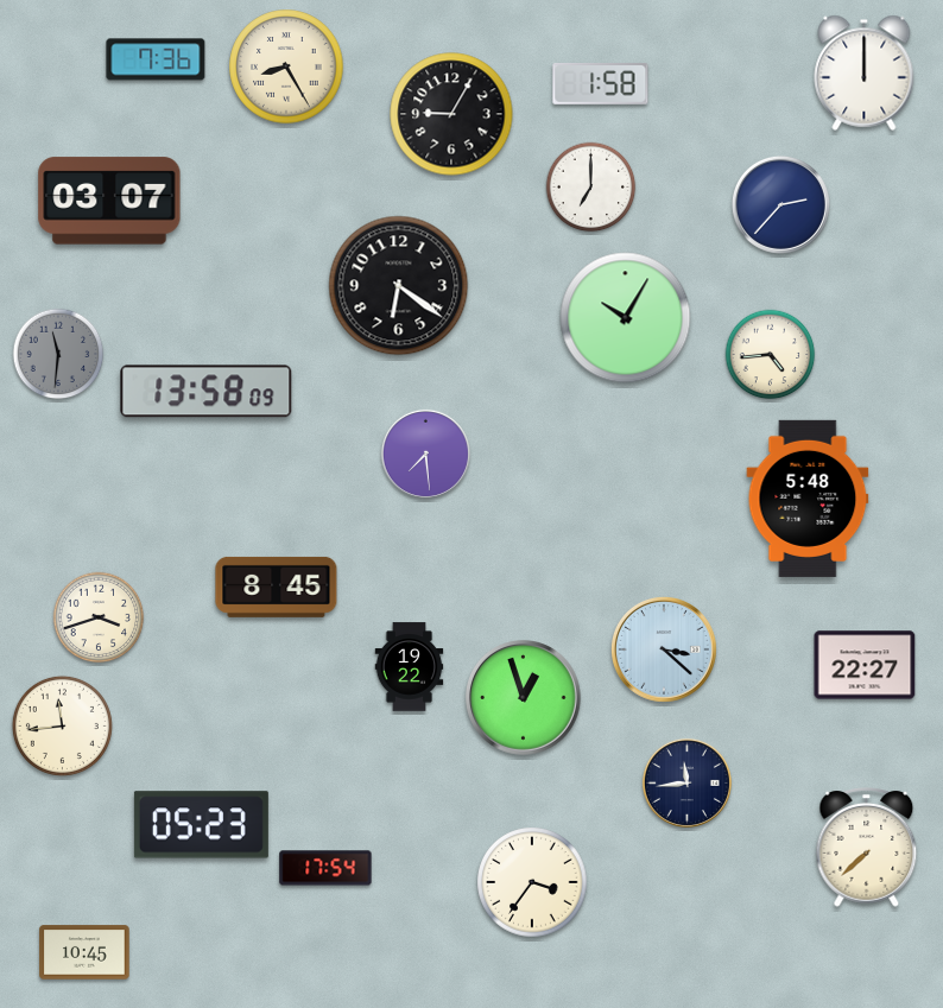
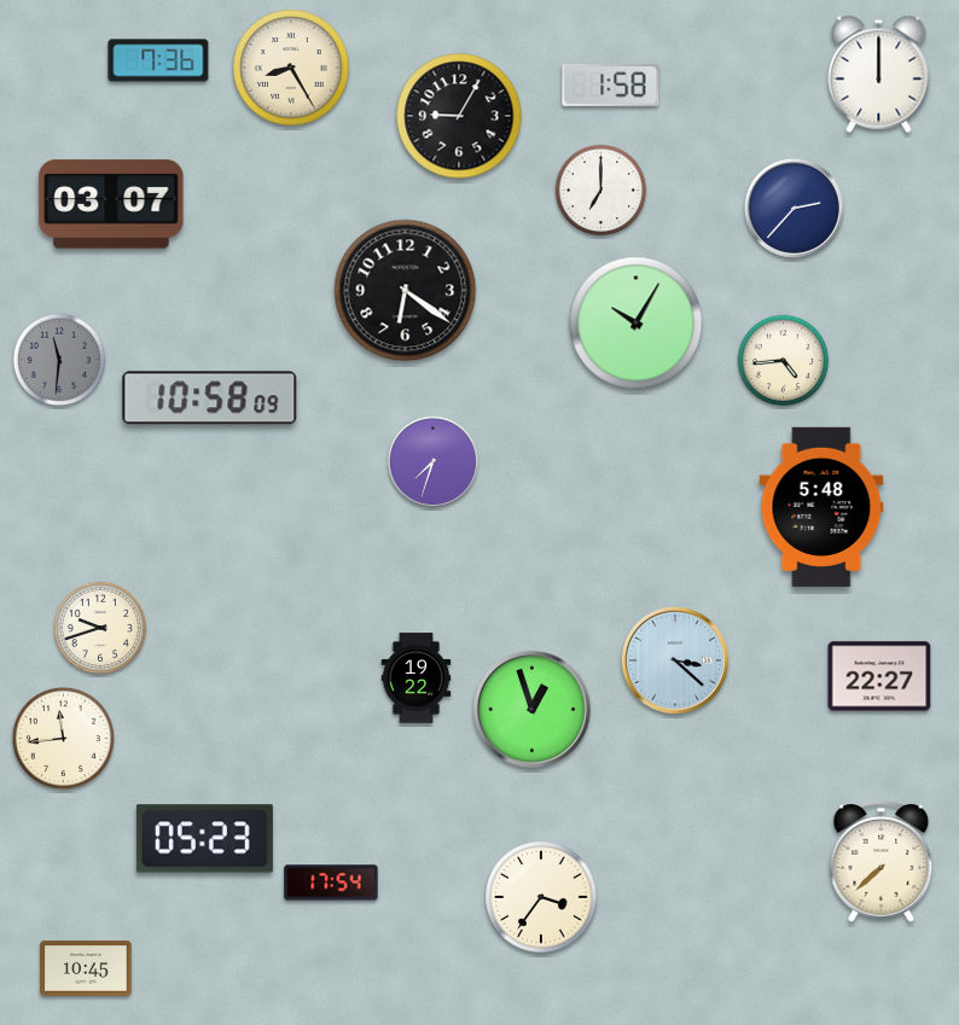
clock at (207, 392): 13:58 -> 10:58
clock at (425, 454): 7:29 -> 7:33
clock at (277, 587): 8:45 -> none
clock at (99, 617): 3:42 -> 9:42
clock at (686, 782): 11:44 -> none
